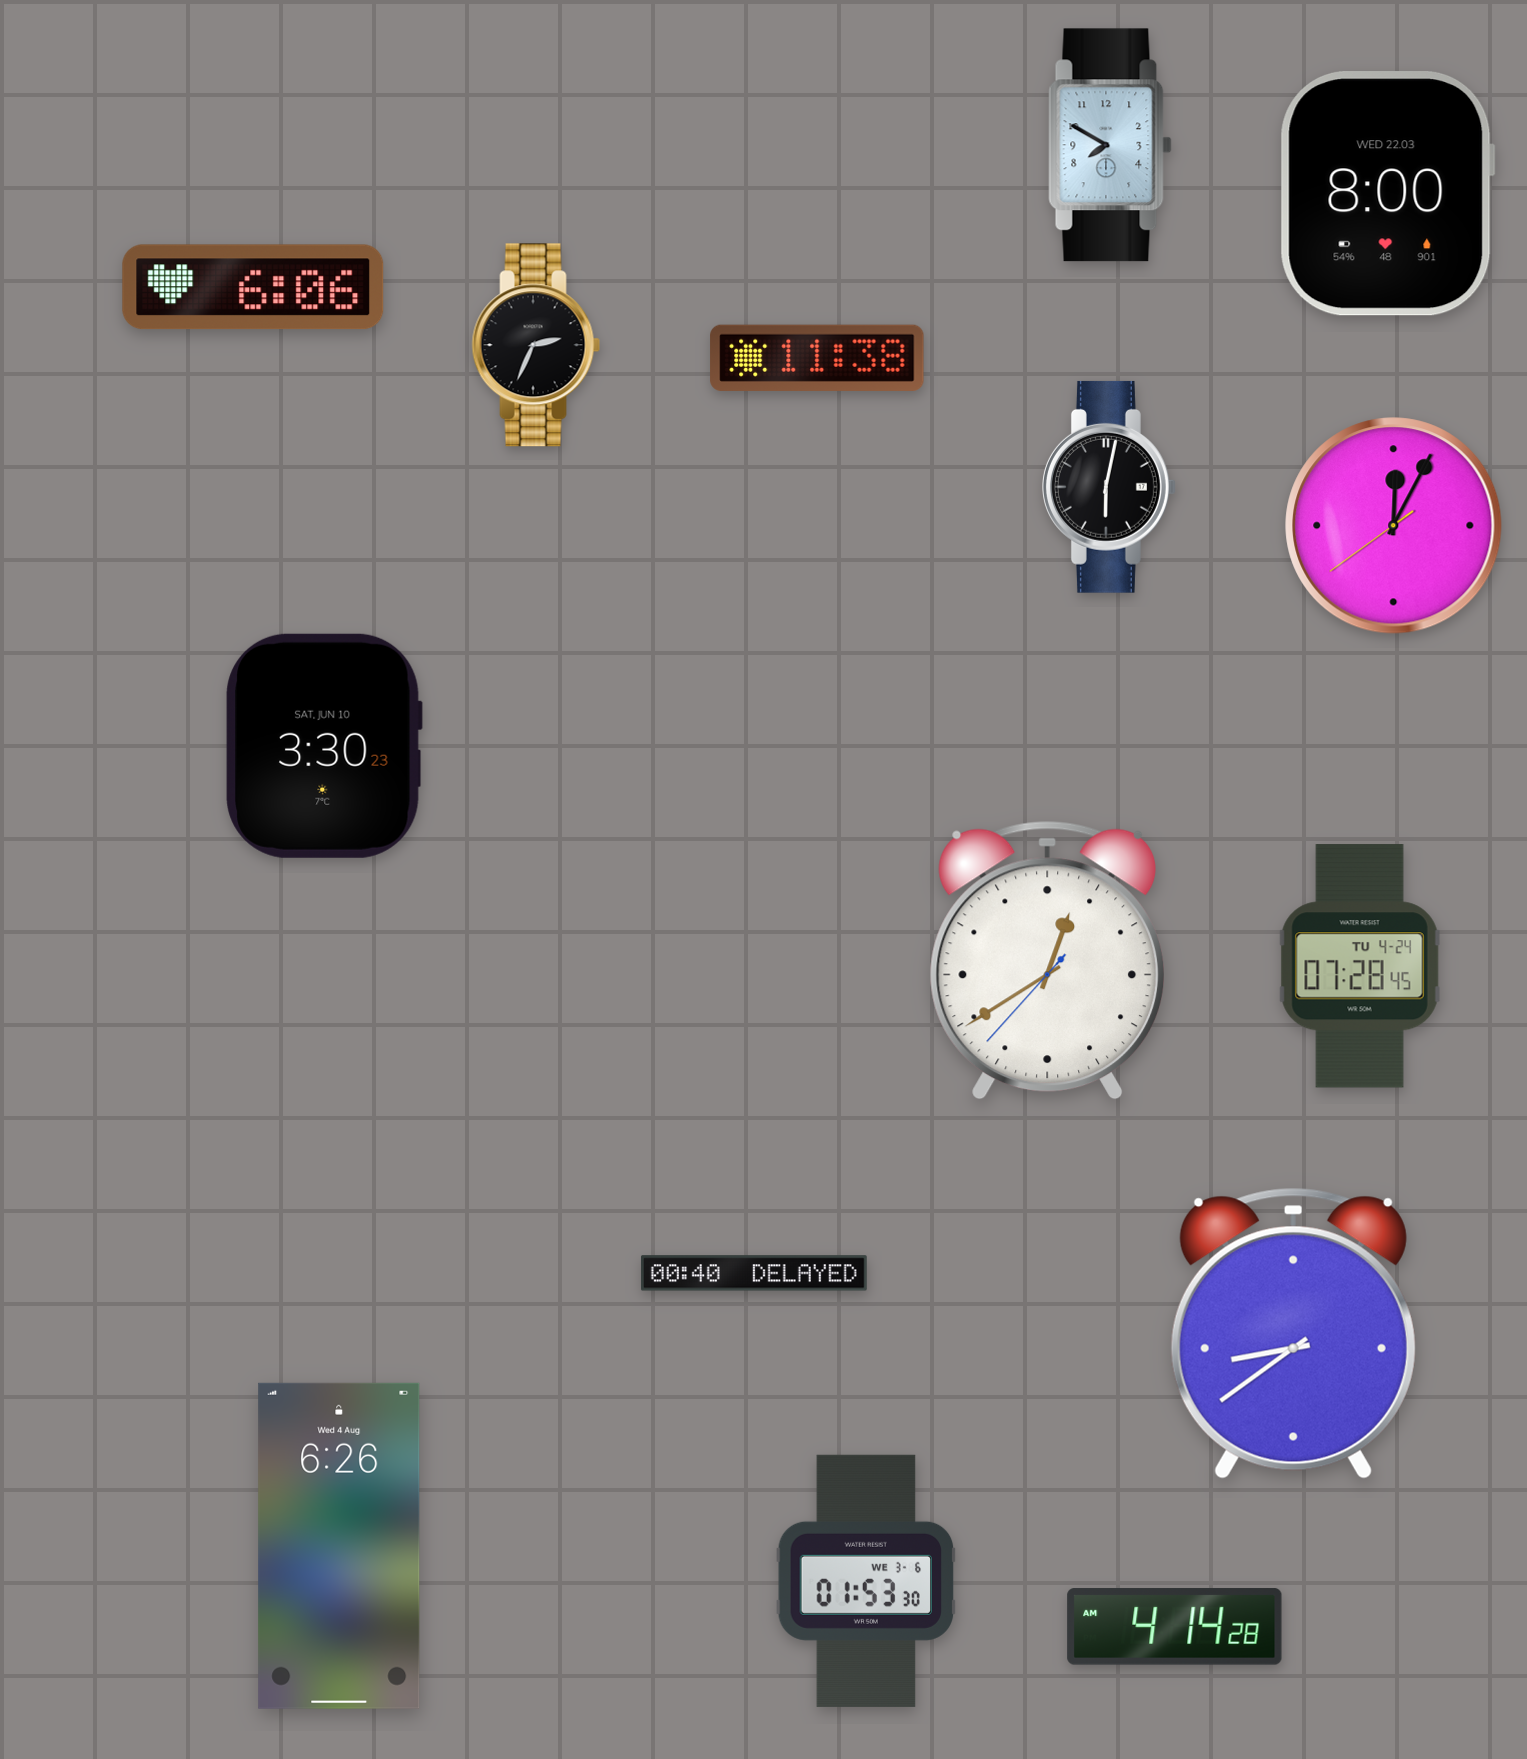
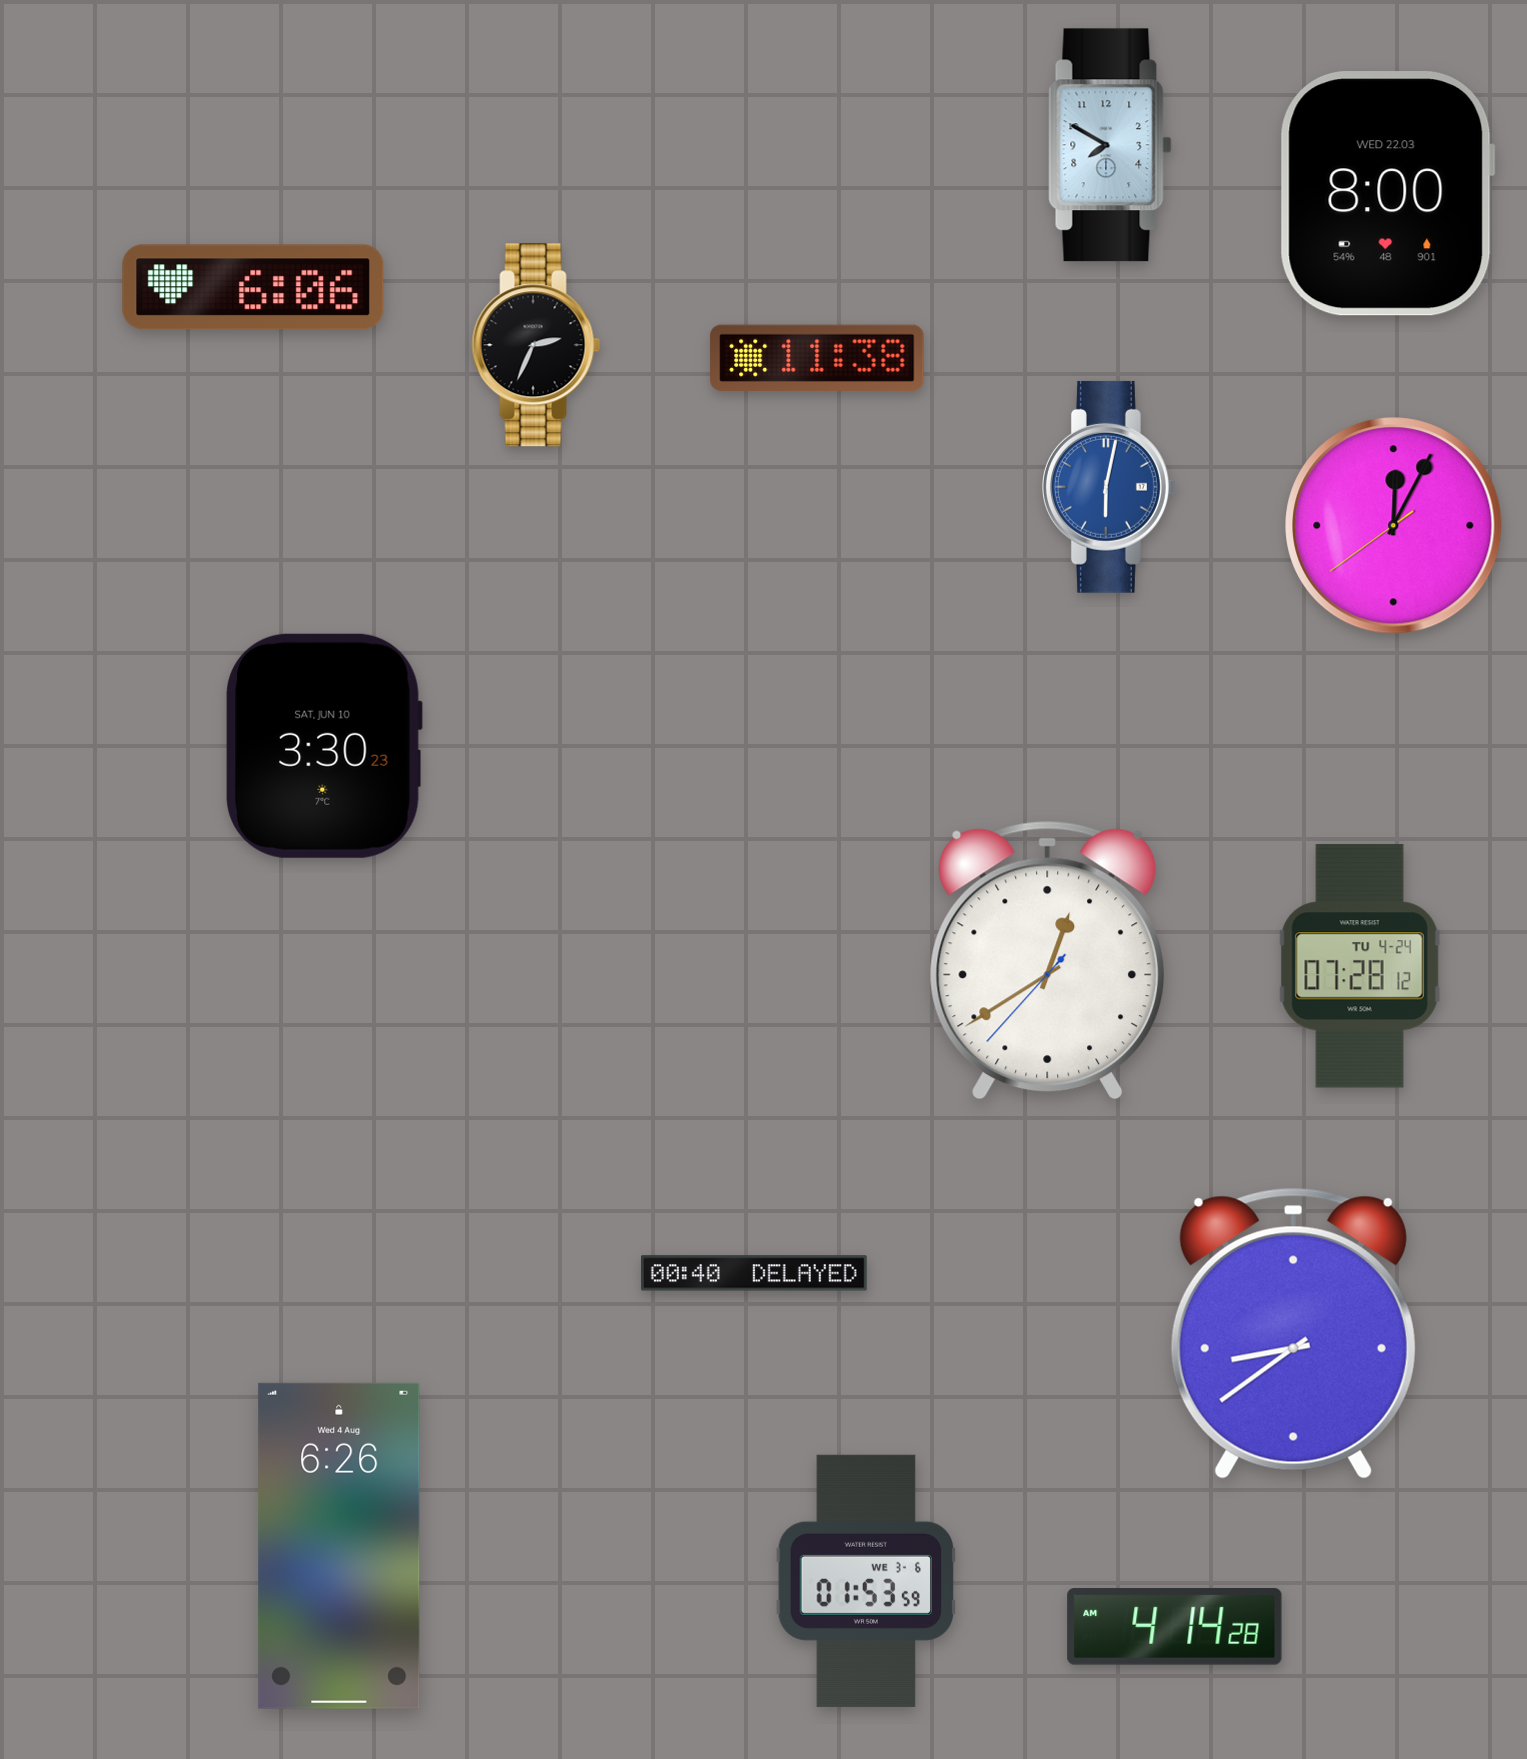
clock at (1110, 487) dial: black -> blue
clock at (1360, 966): 07:28:45 -> 07:28:12
clock at (866, 1581): 01:53:30 -> 01:53:59
